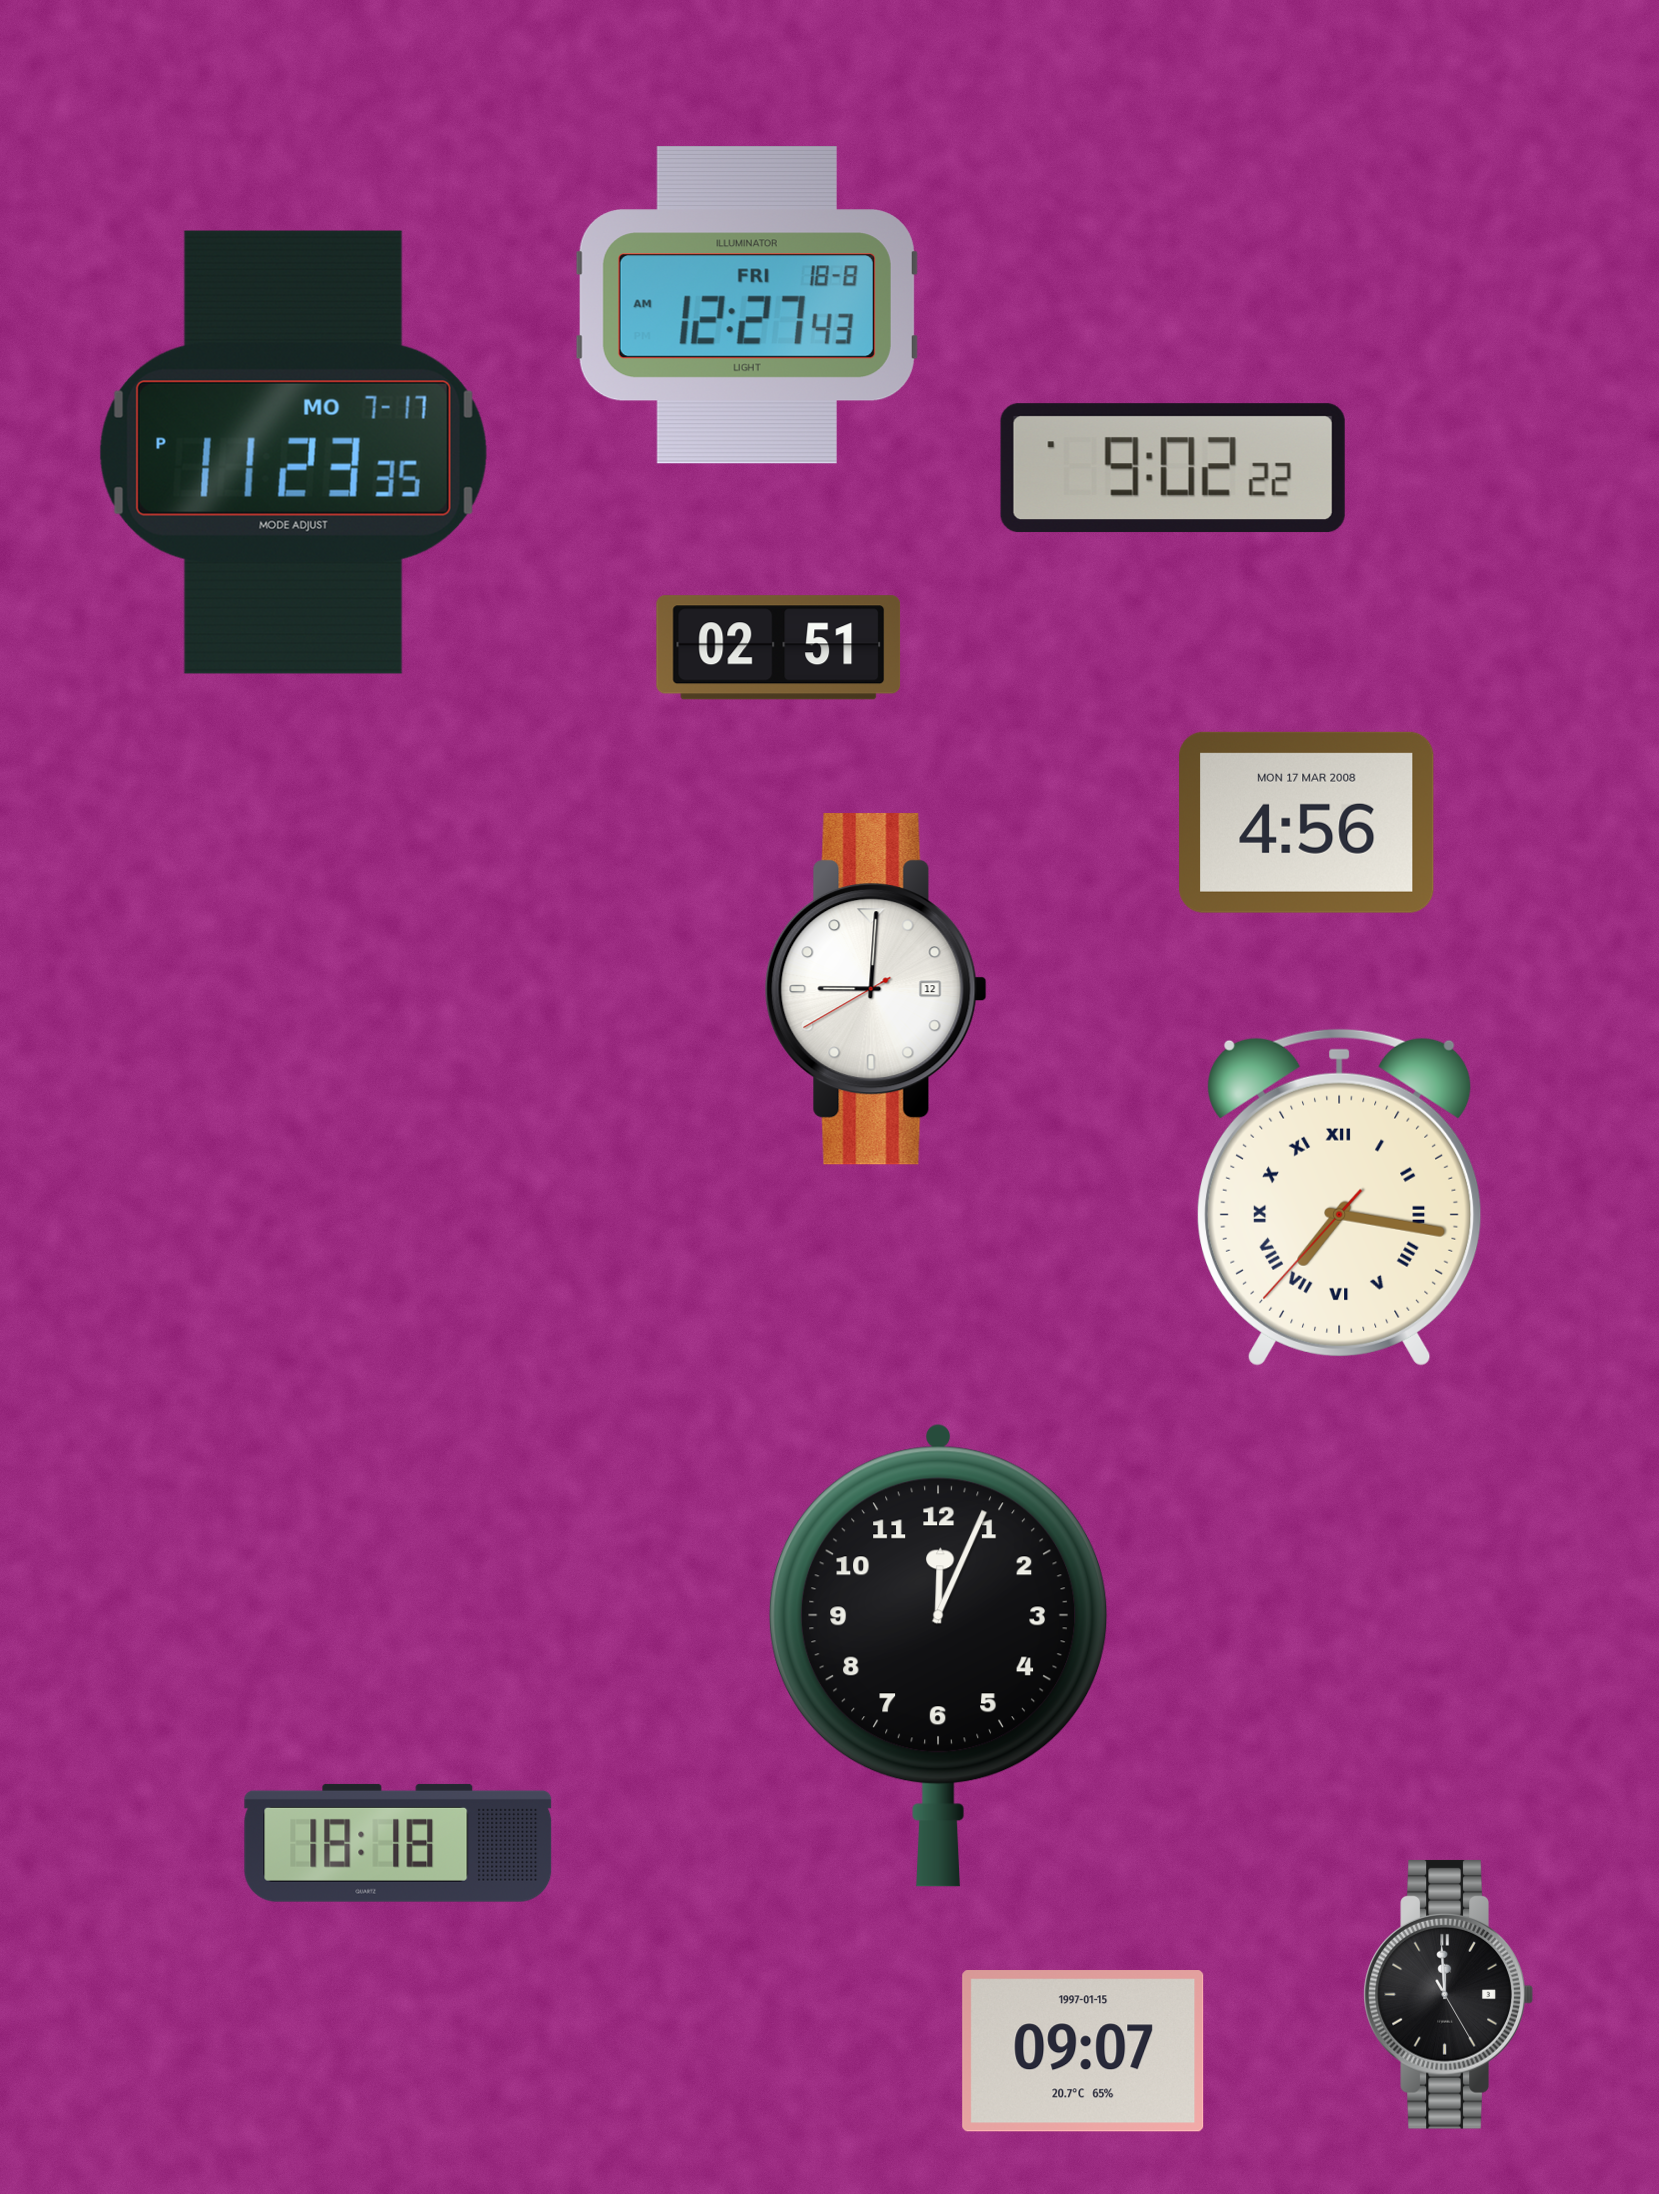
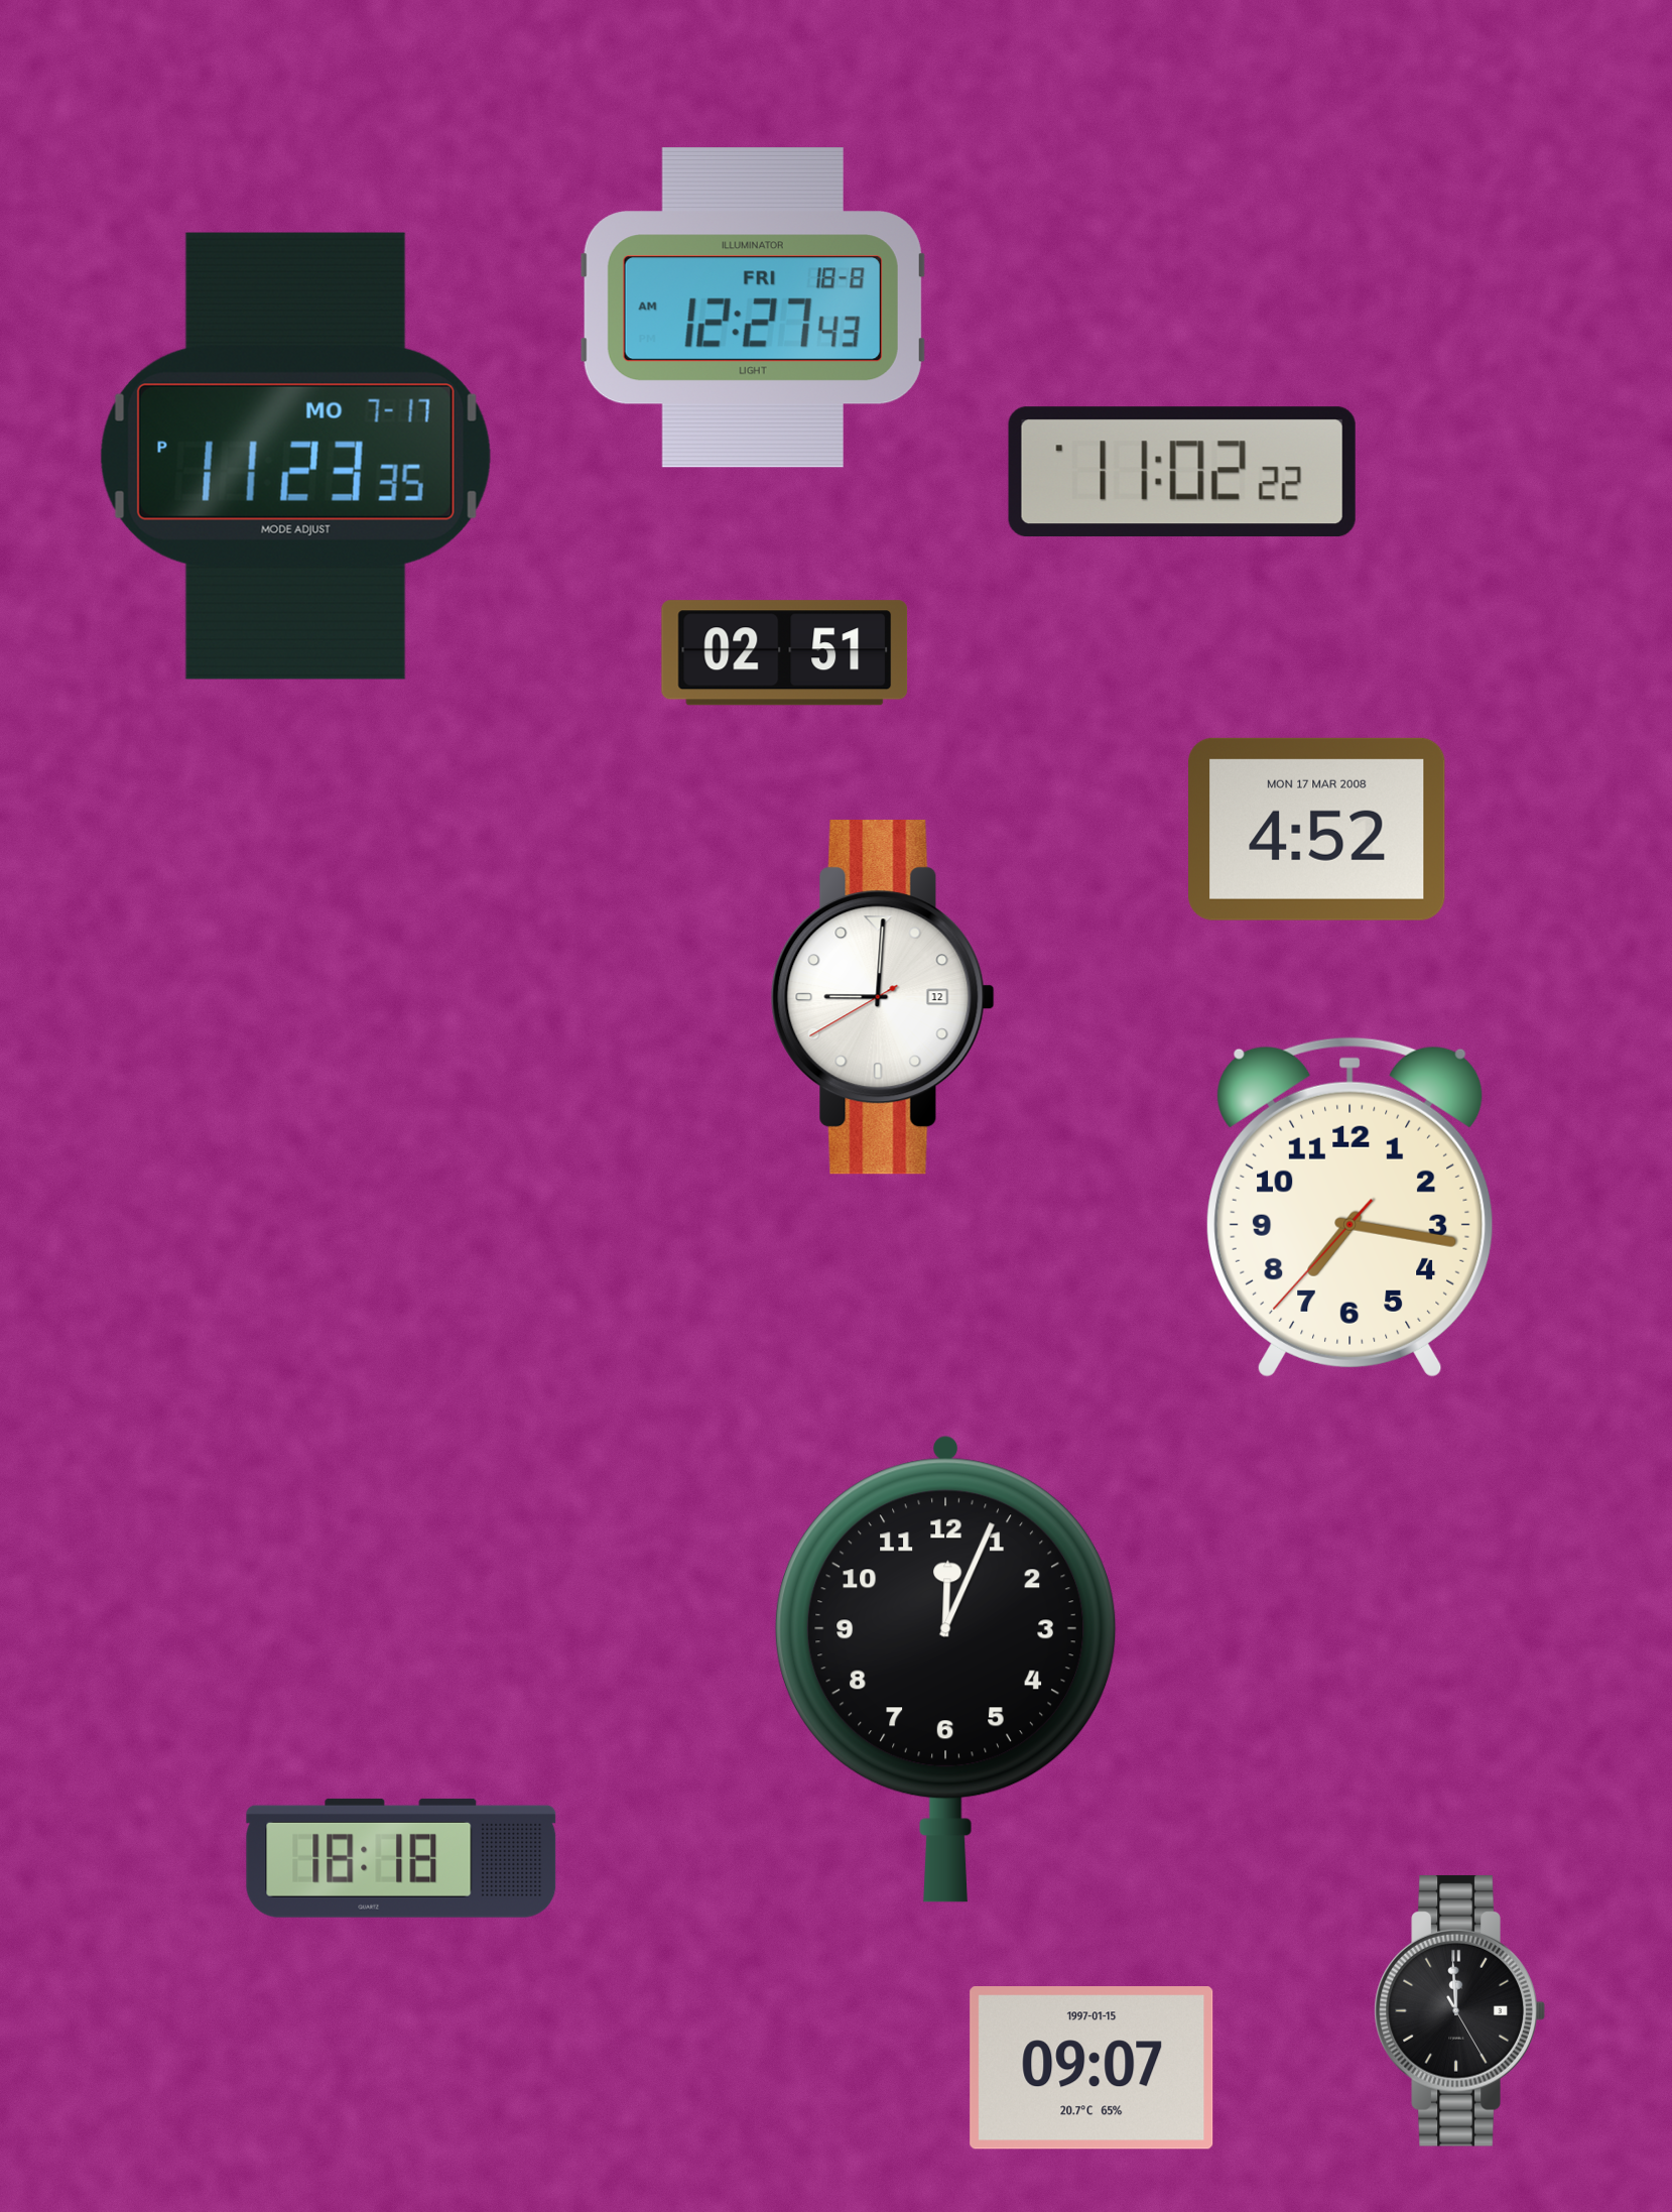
clock at (1173, 468): 9:02 -> 11:02
clock at (1307, 822): 4:56 -> 4:52
clock at (1340, 1197) numerals: Roman -> Arabic
